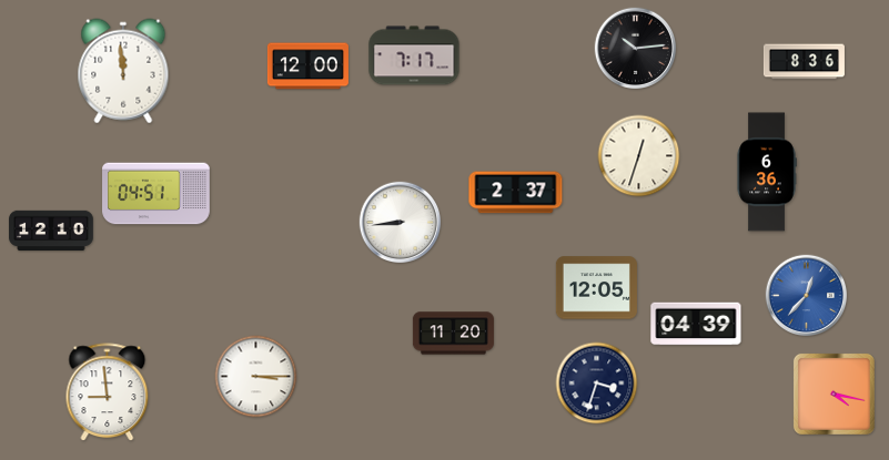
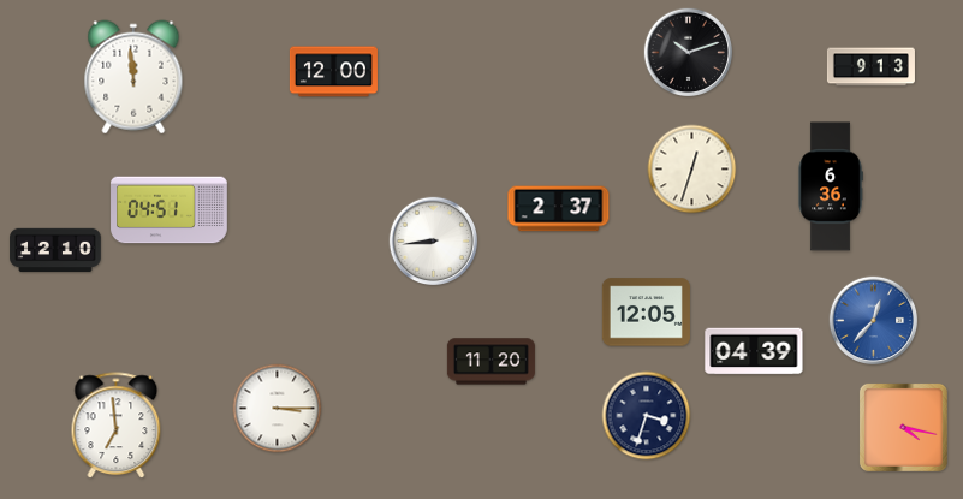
clock at (636, 49): 10:14 -> 10:12
clock at (414, 55): 7:17 -> none
clock at (804, 62): 8:36 -> 9:13
clock at (108, 392): 8:59 -> 6:59
